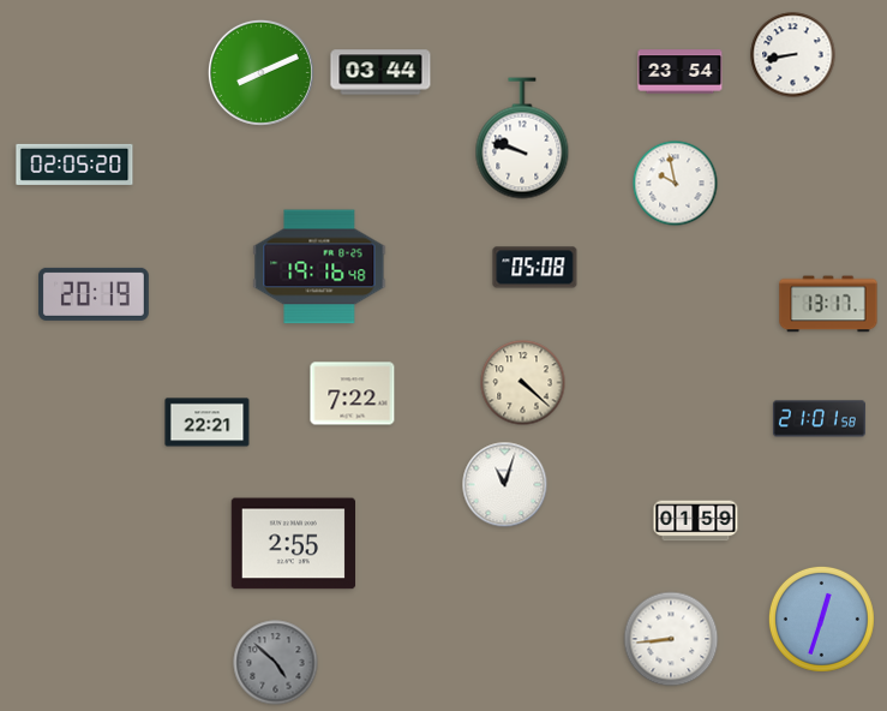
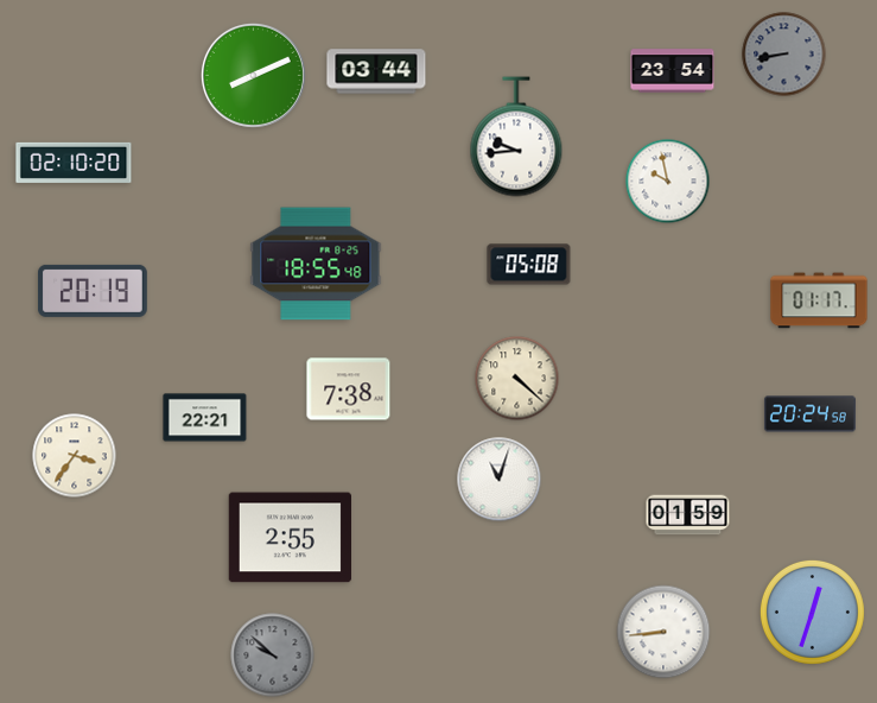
clock at (793, 55) dial: white -> grey
clock at (260, 72) position: (260, 72) -> (253, 75)
clock at (522, 138): 9:48 -> 9:44
clock at (74, 165): 02:05 -> 02:10
clock at (319, 267): 19:16 -> 18:55
clock at (828, 304): 13:17 -> 01:17
clock at (353, 394): 7:22 -> 7:38
clock at (819, 419): 21:01 -> 20:24
clock at (75, 456): none -> 3:36
clock at (276, 663): 4:52 -> 9:52
